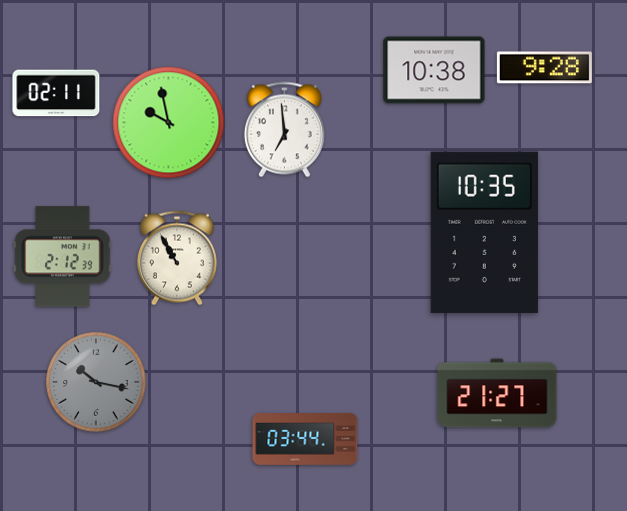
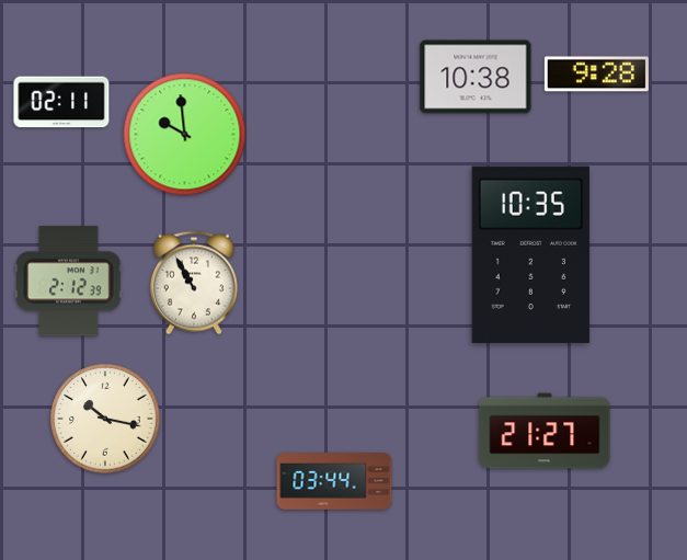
clock at (169, 123): 9:58 -> 9:59
clock at (284, 130): 6:59 -> none
clock at (96, 382) dial: grey -> cream
